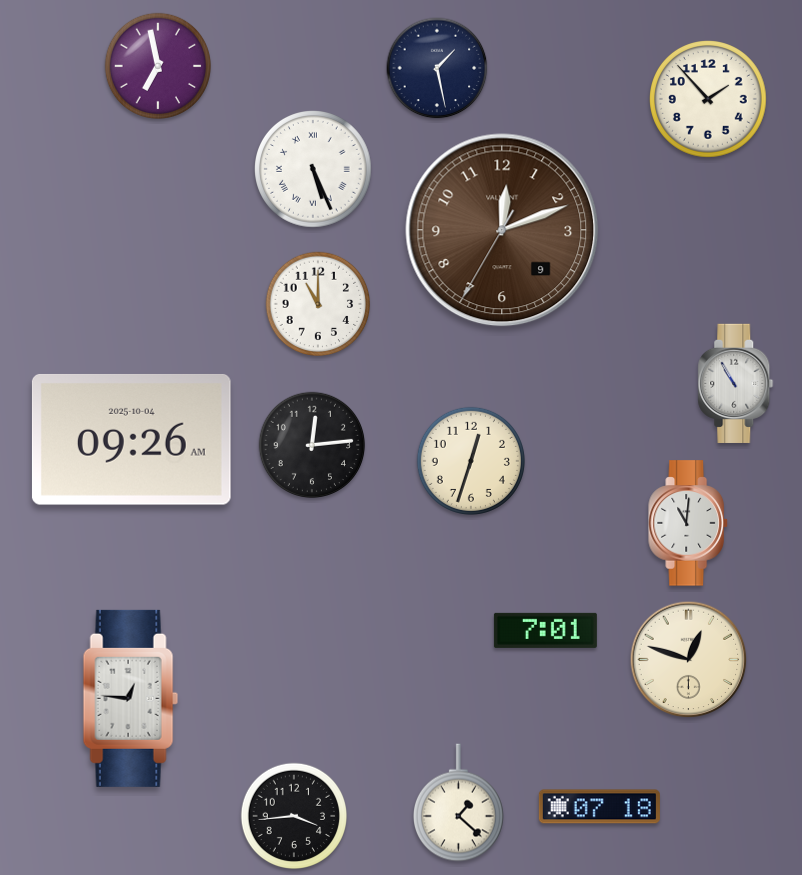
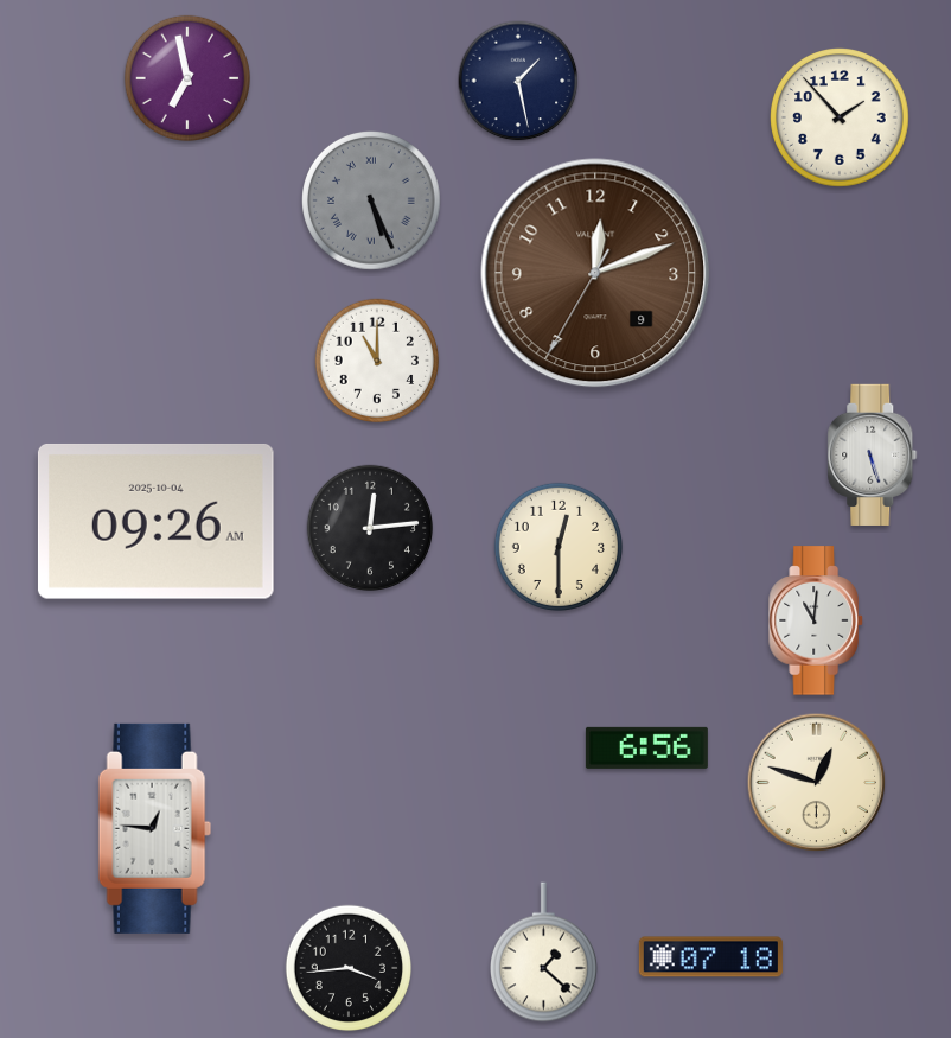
clock at (314, 170) dial: white -> grey
clock at (736, 383): 10:55 -> 5:27
clock at (471, 461): 12:33 -> 12:30
clock at (545, 630): 7:01 -> 6:56
